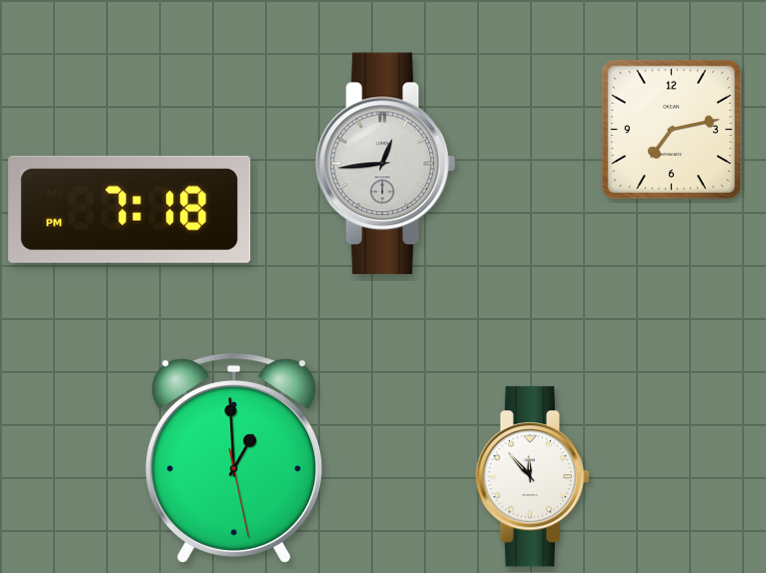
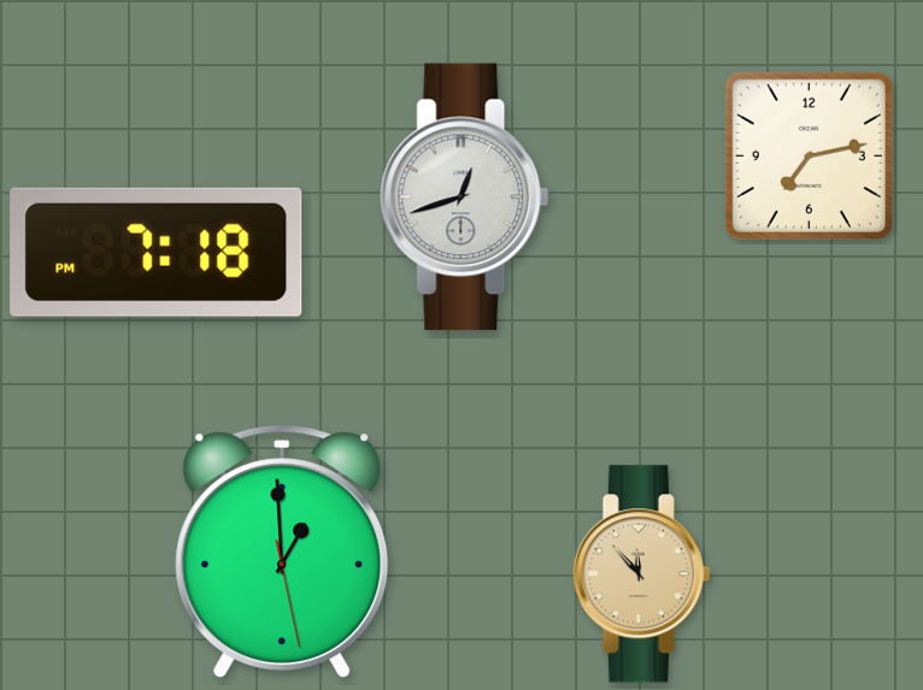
clock at (386, 164): 12:44 -> 12:42
clock at (532, 477) dial: white -> champagne
